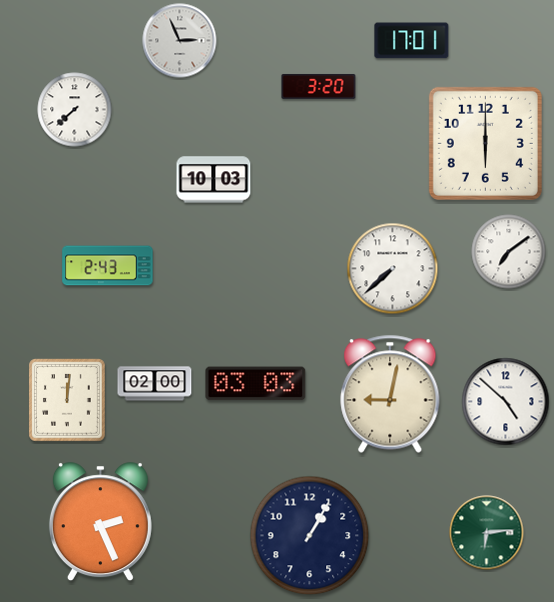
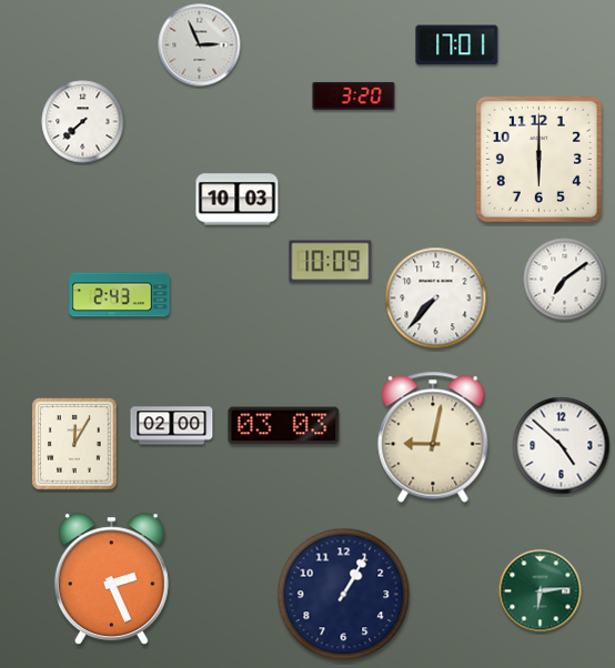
clock at (331, 262): none -> 10:09
clock at (393, 269): 7:38 -> 7:37
clock at (67, 400): 12:01 -> 12:05
